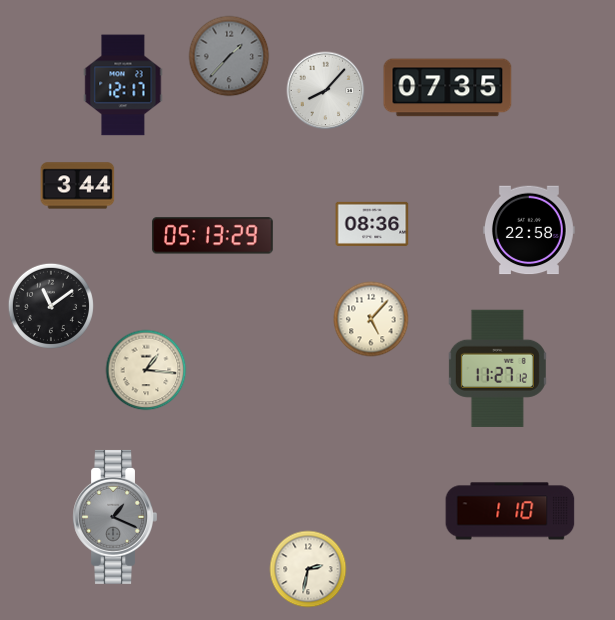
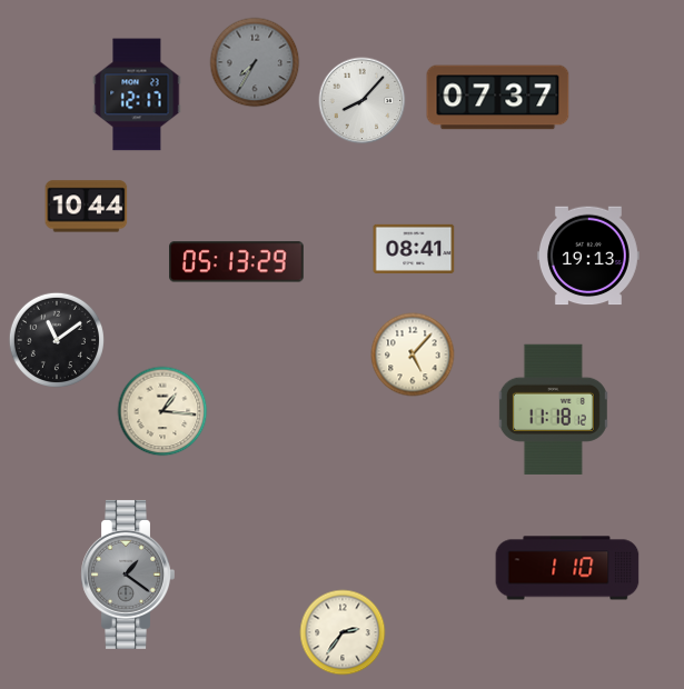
clock at (229, 56): 1:37 -> 7:35
clock at (448, 88): 07:35 -> 07:37
clock at (78, 186): 3:44 -> 10:44
clock at (372, 224): 08:36 -> 08:41
clock at (529, 230): 22:58 -> 19:13
clock at (497, 368): 11:27 -> 11:18
clock at (115, 517): 1:19 -> 1:21
clock at (308, 569): 2:32 -> 2:36
